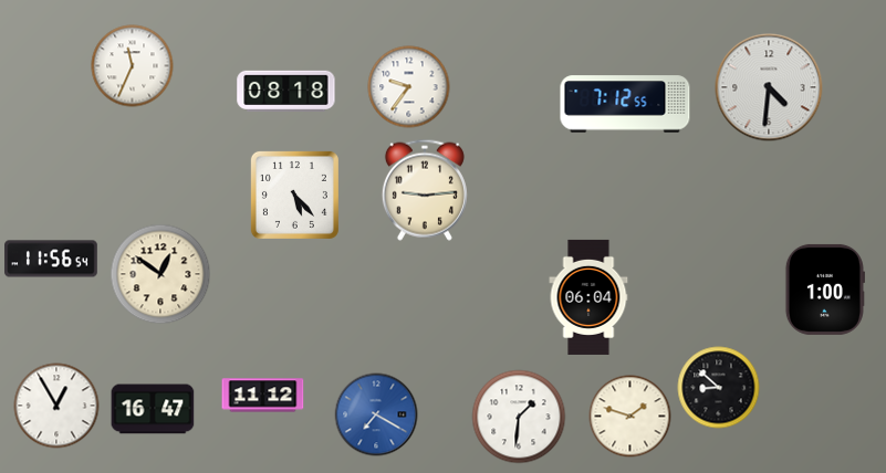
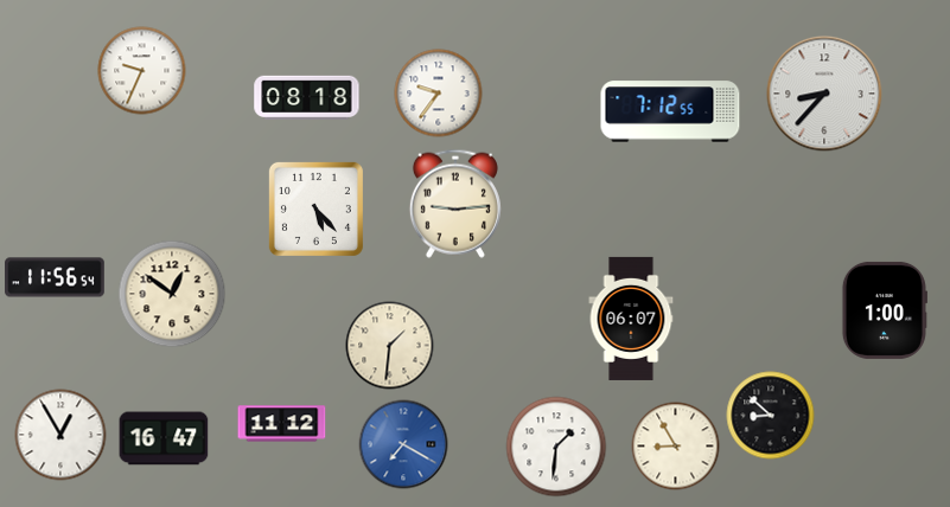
clock at (133, 66): 11:34 -> 9:34
clock at (769, 87): 4:31 -> 8:37
clock at (588, 297): 06:04 -> 06:07
clock at (390, 346): none -> 1:31
clock at (630, 417): 1:48 -> 8:55
